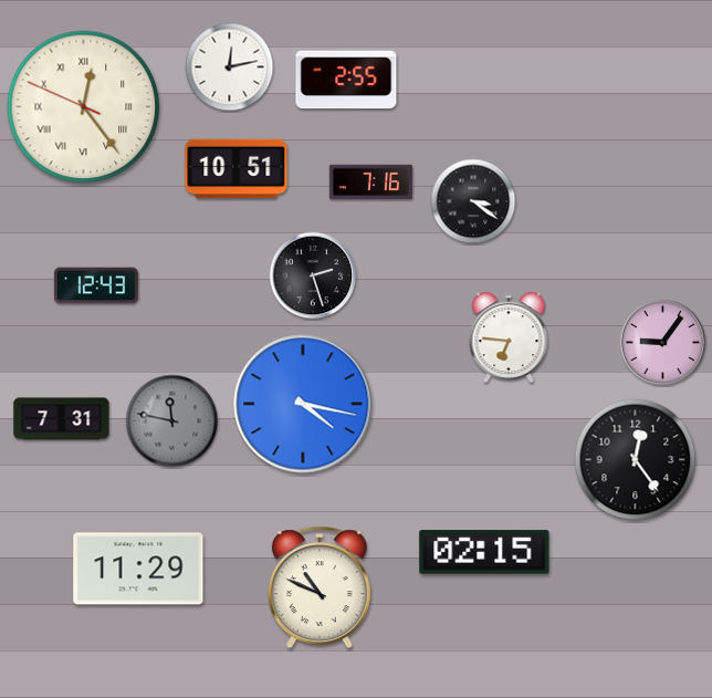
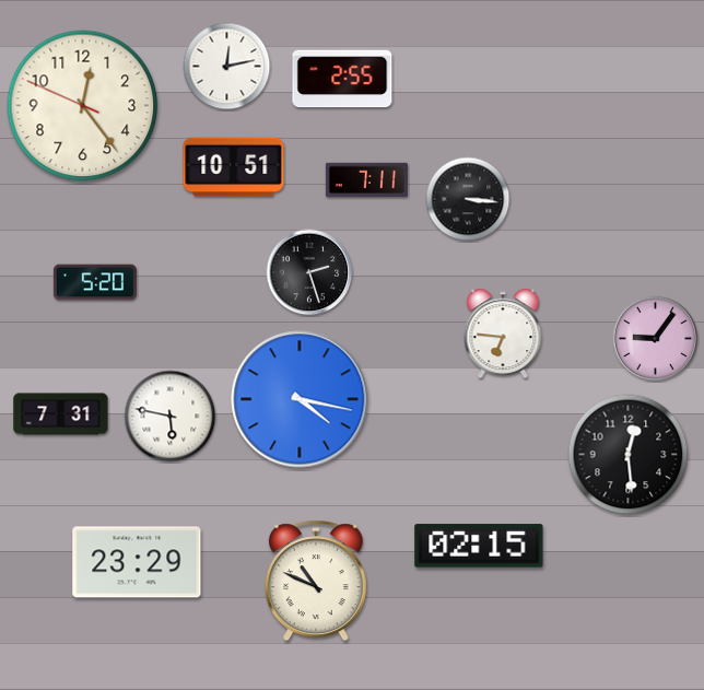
clock at (84, 107) numerals: Roman -> Arabic
clock at (370, 183): 7:16 -> 7:11
clock at (473, 201): 3:21 -> 3:16
clock at (96, 285): 12:43 -> 5:20
clock at (172, 421): 11:47 -> 5:47
clock at (172, 421) dial: grey -> white
clock at (636, 460): 12:24 -> 12:29
clock at (138, 569): 11:29 -> 23:29
